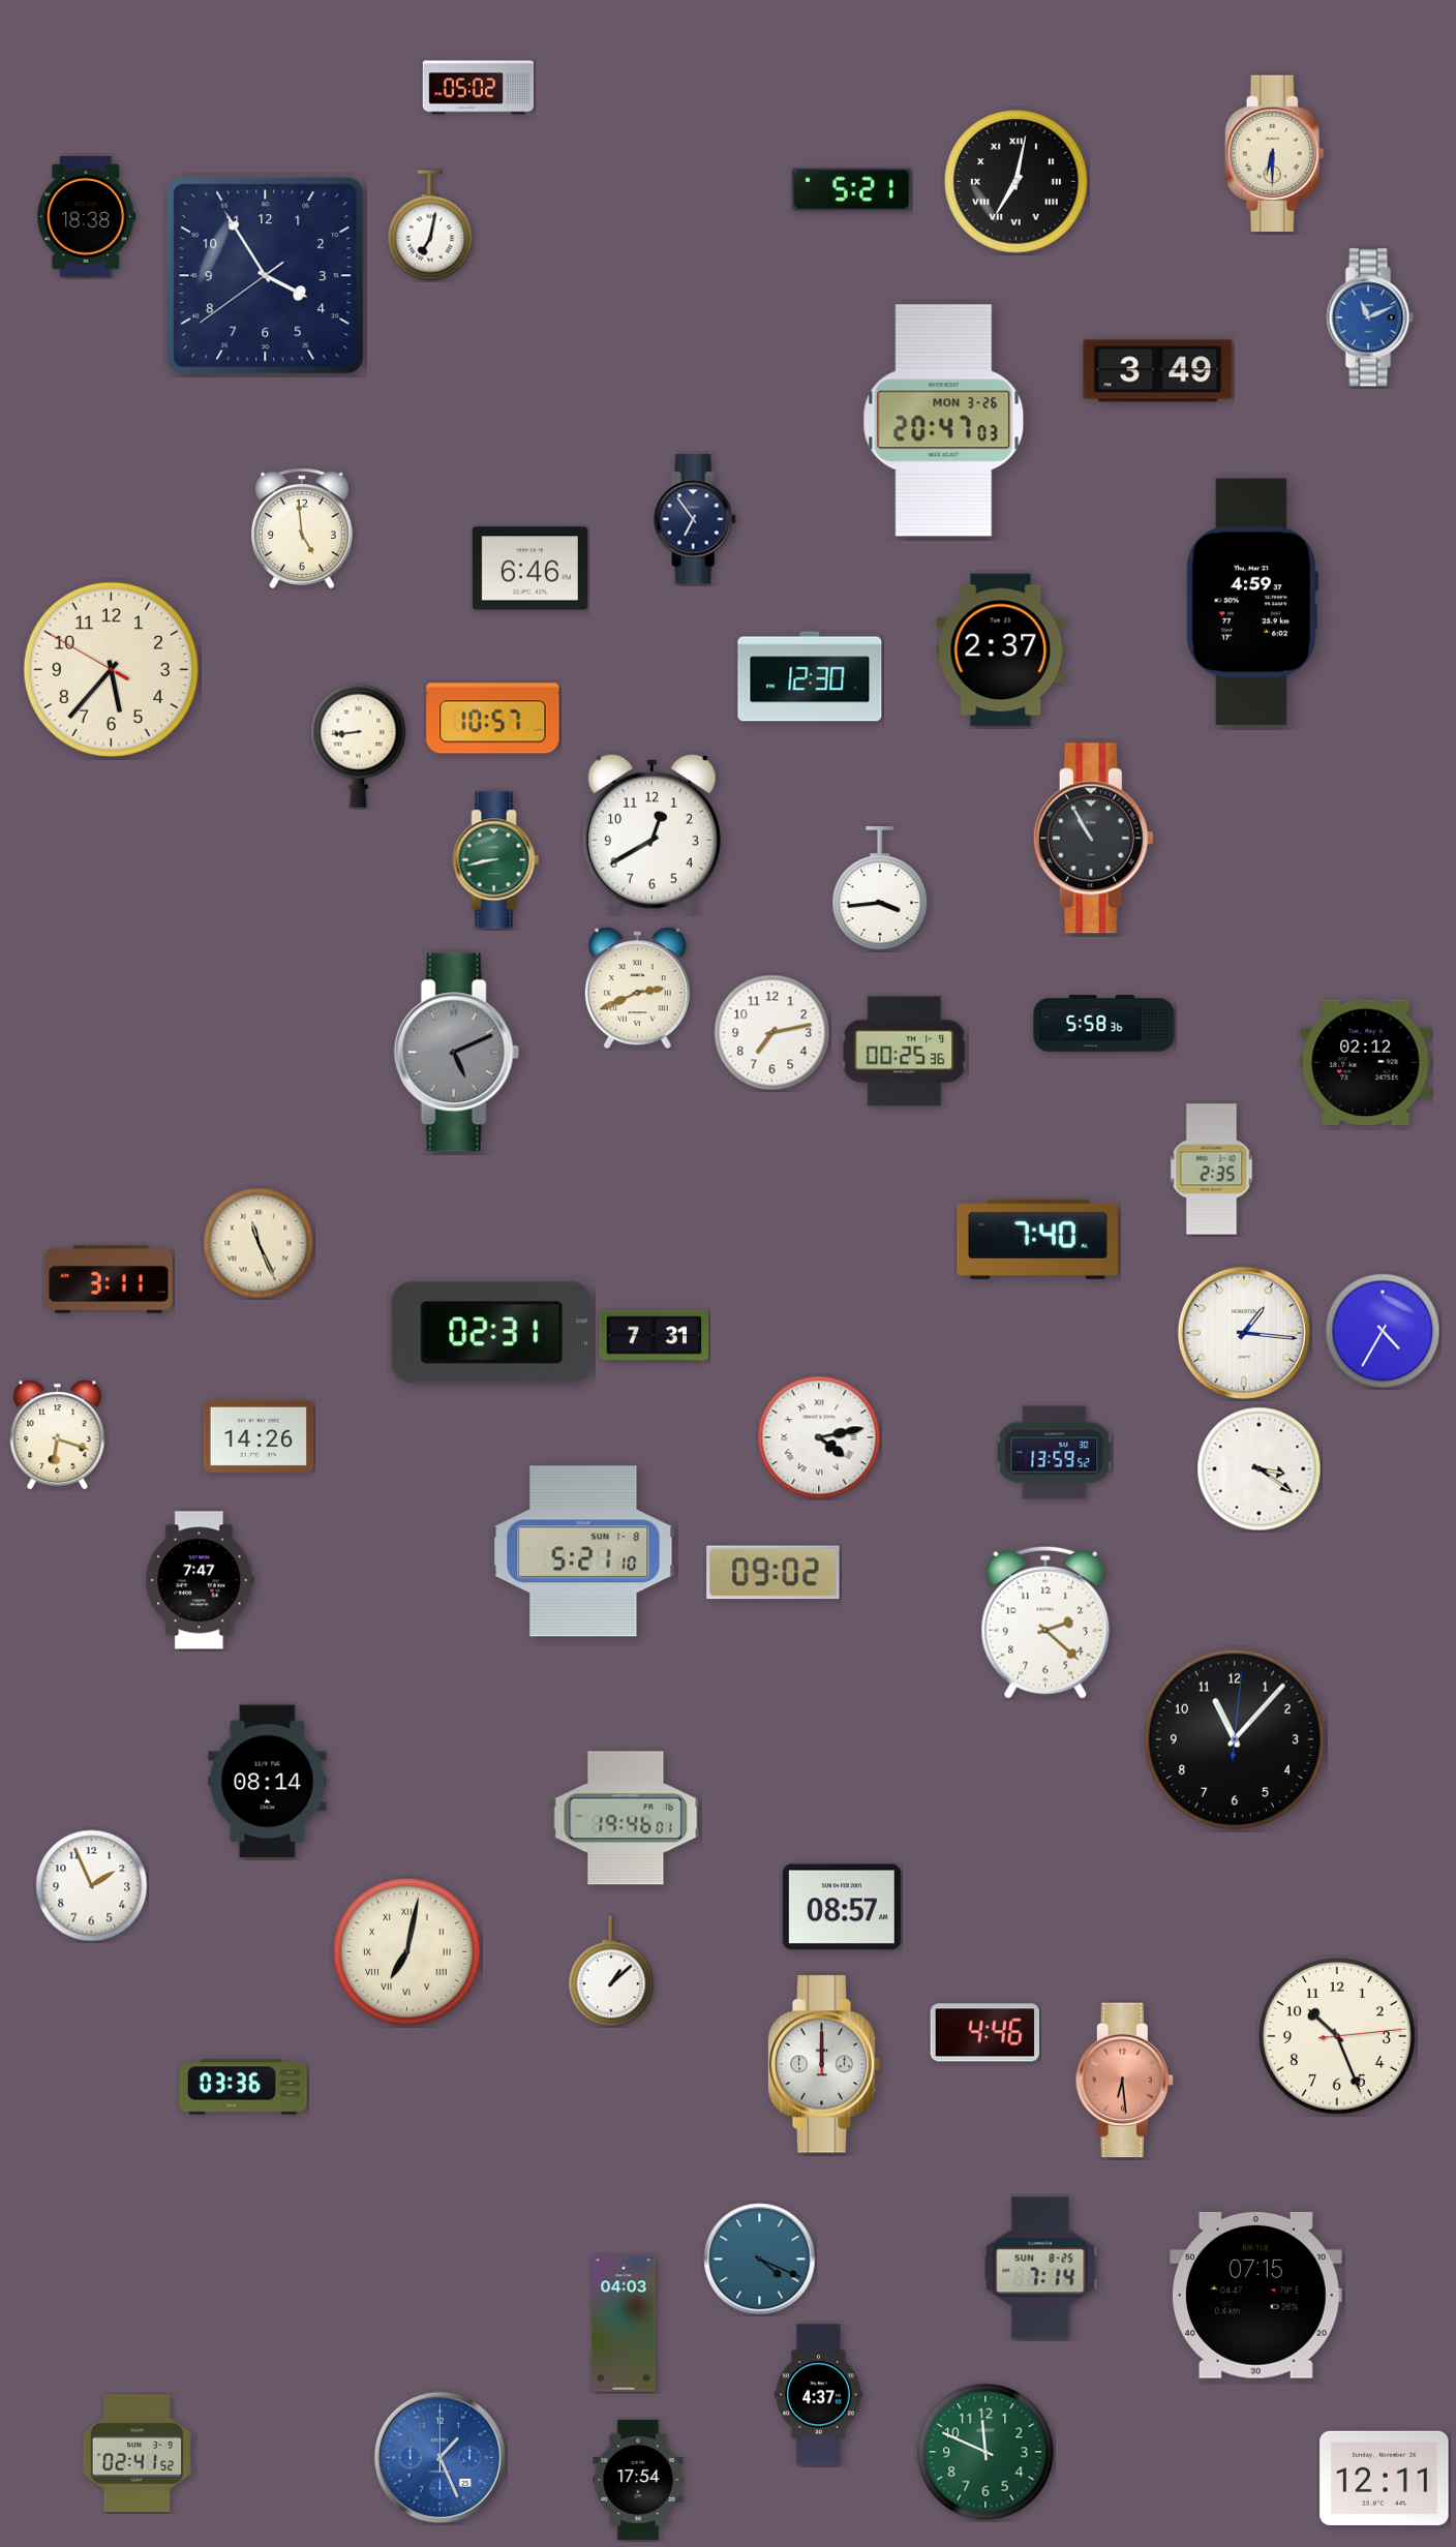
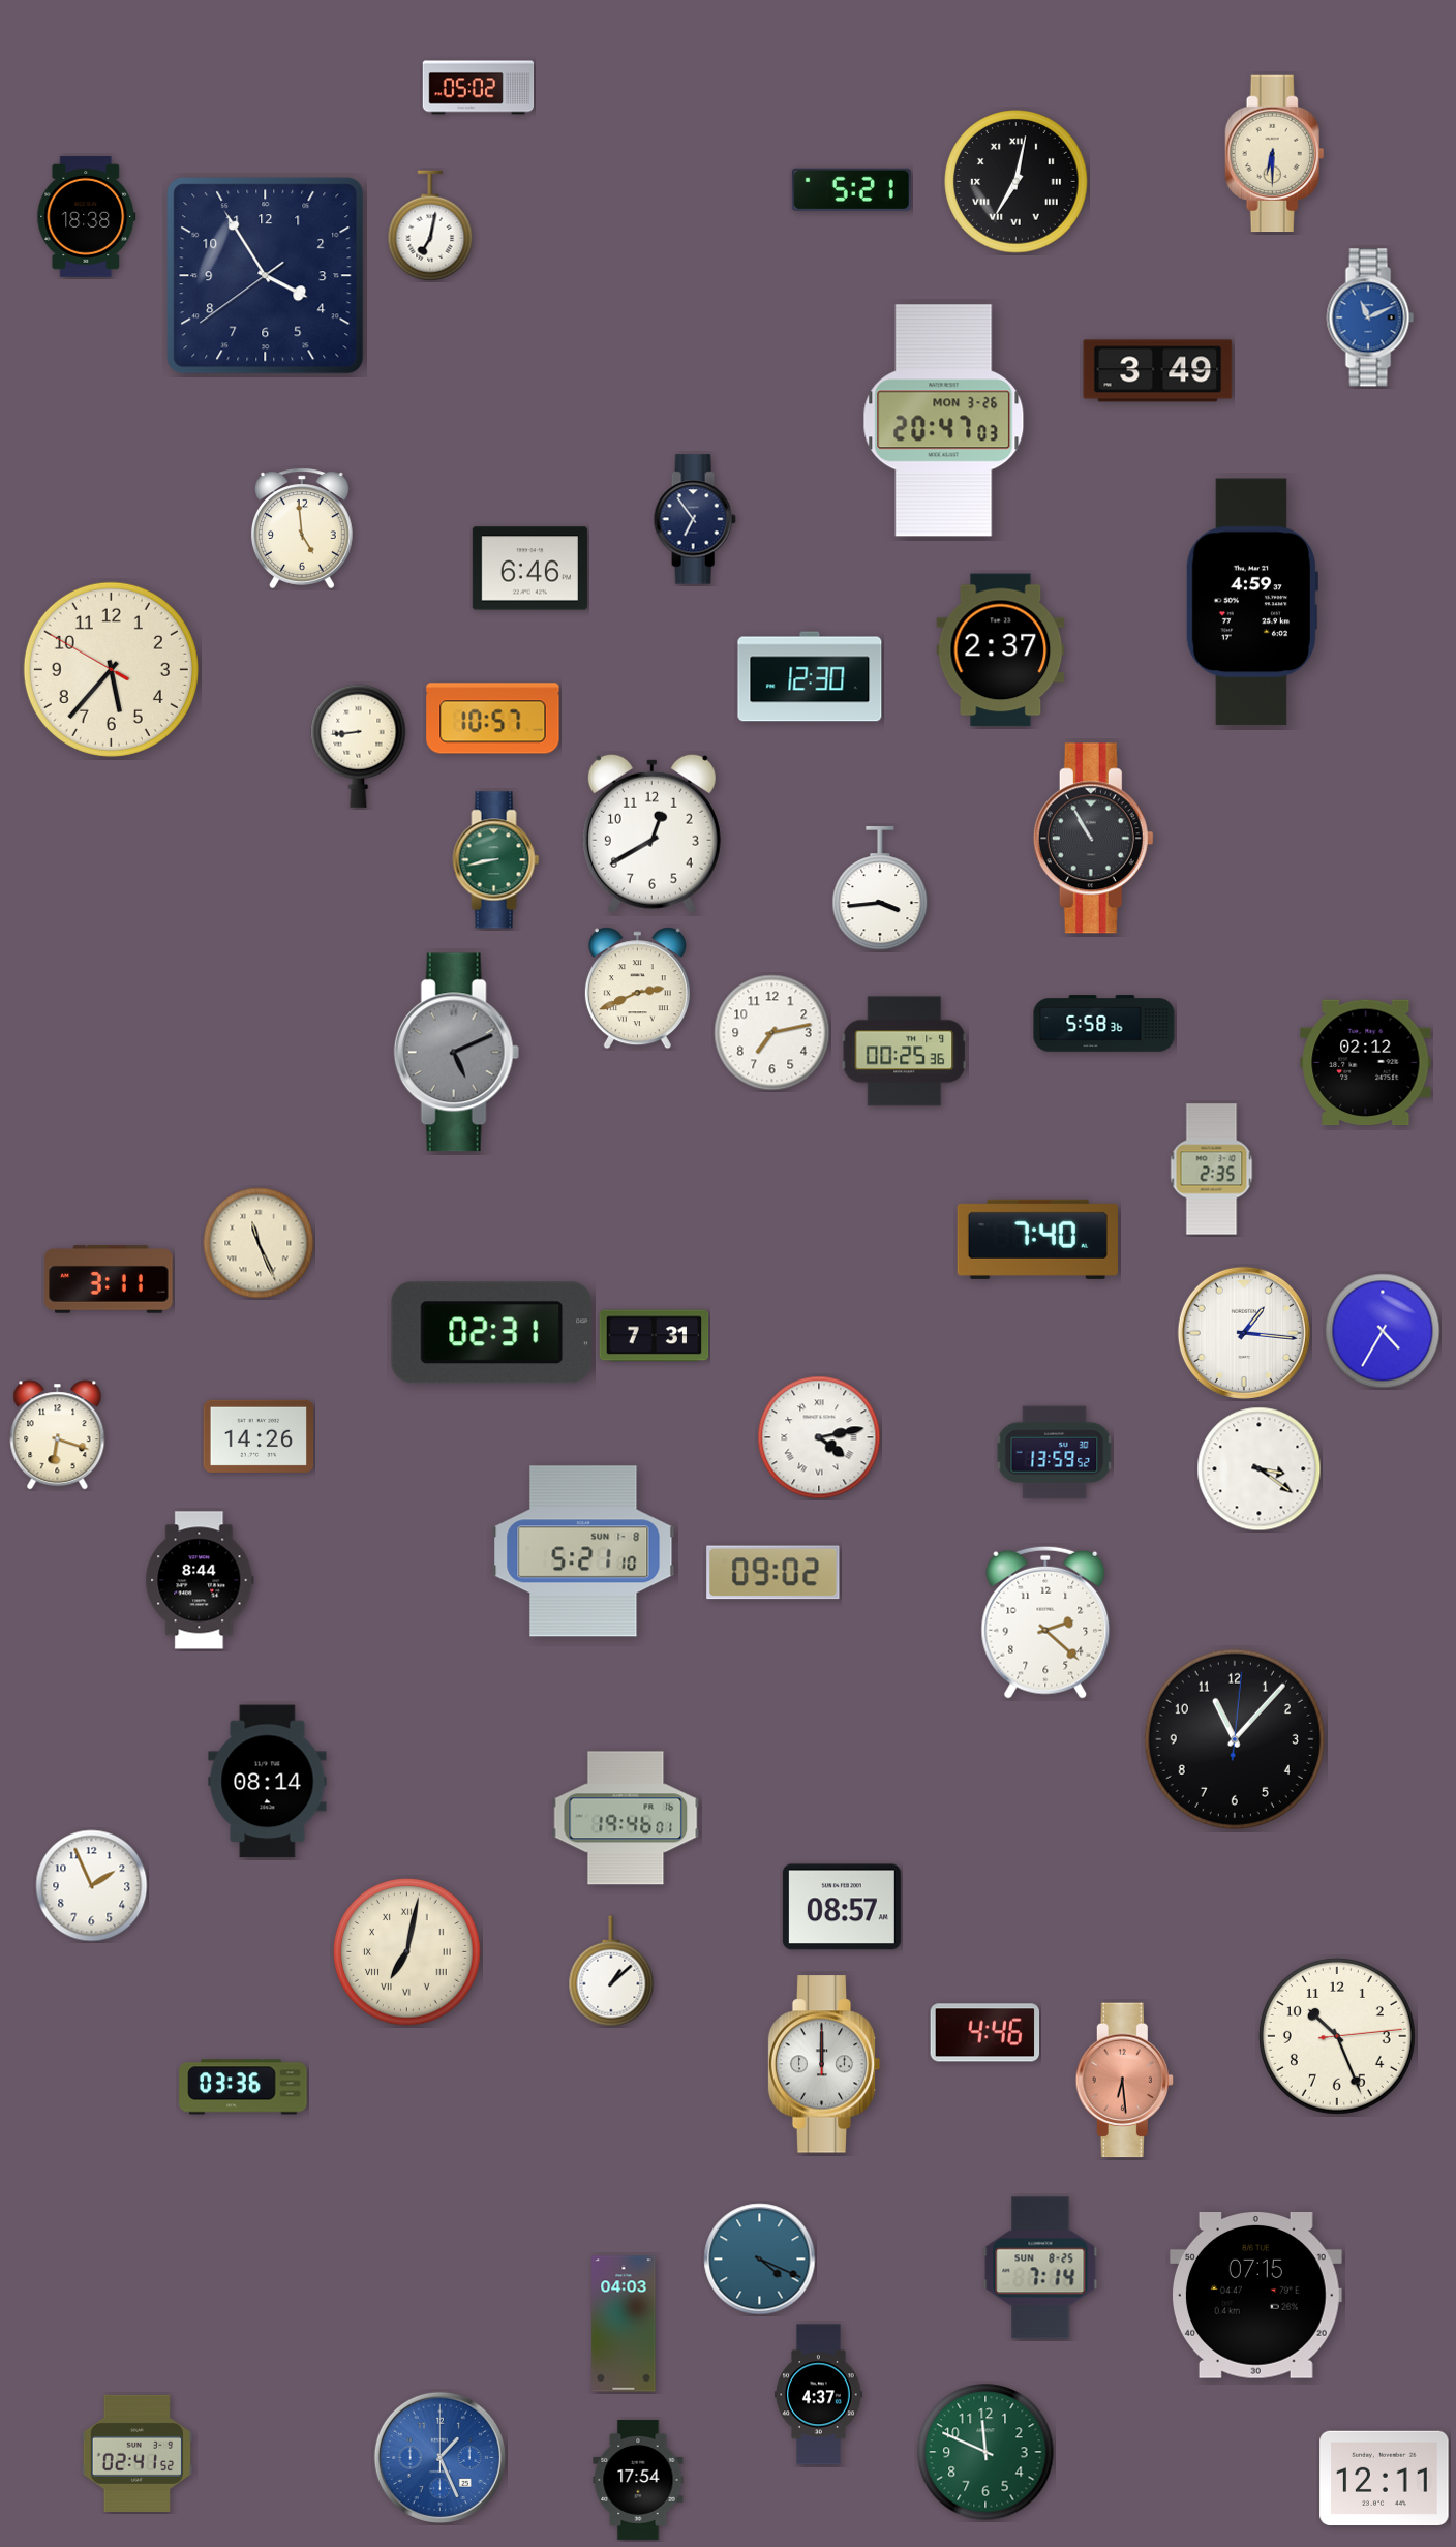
clock at (200, 1580): 7:47 -> 8:44
